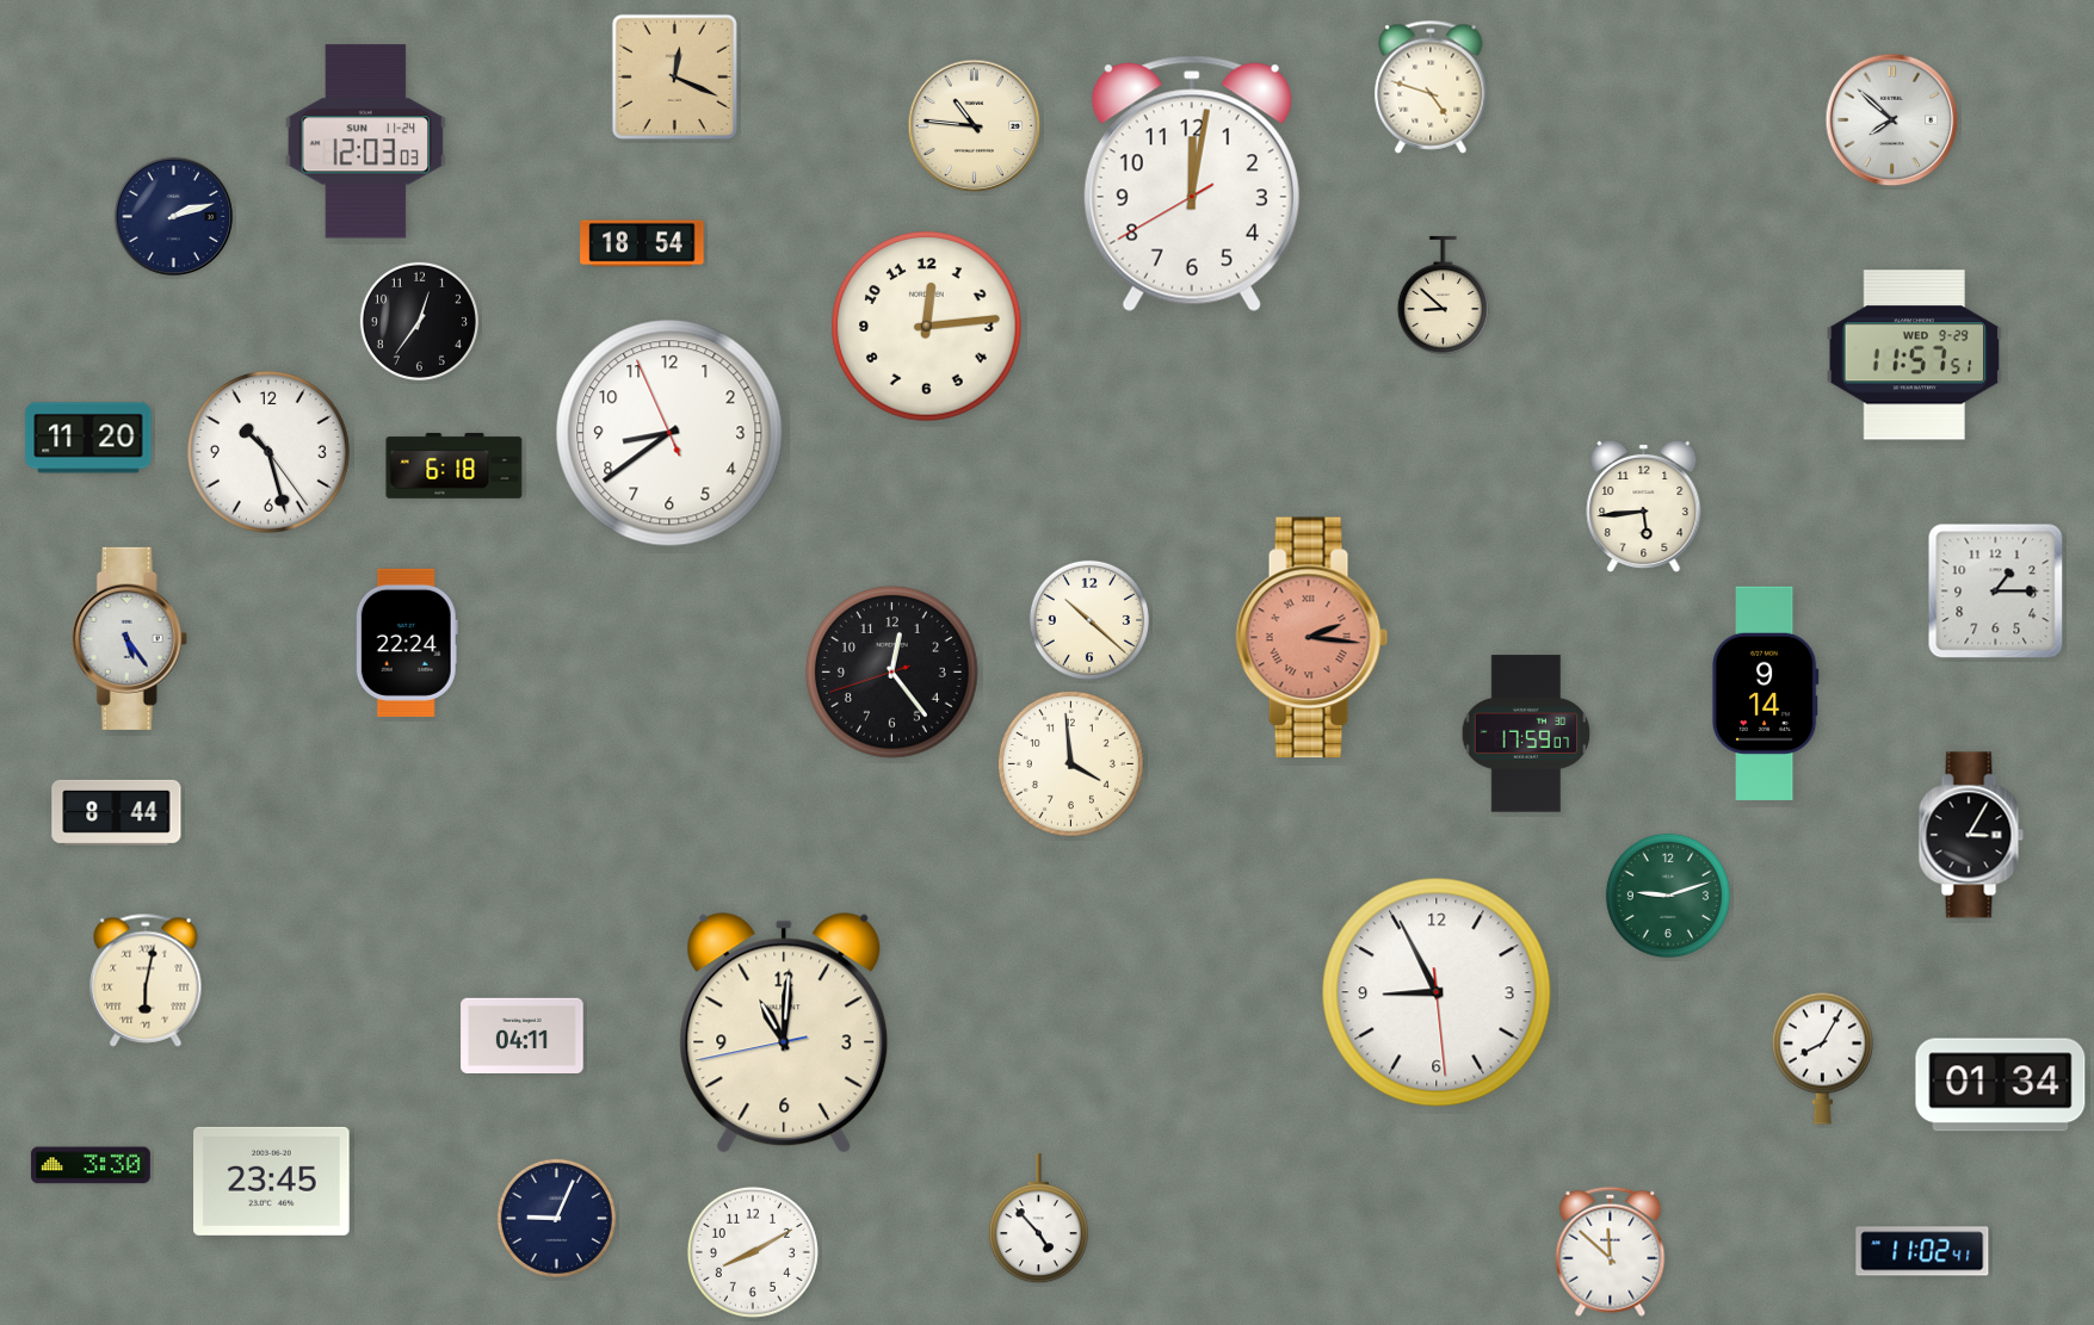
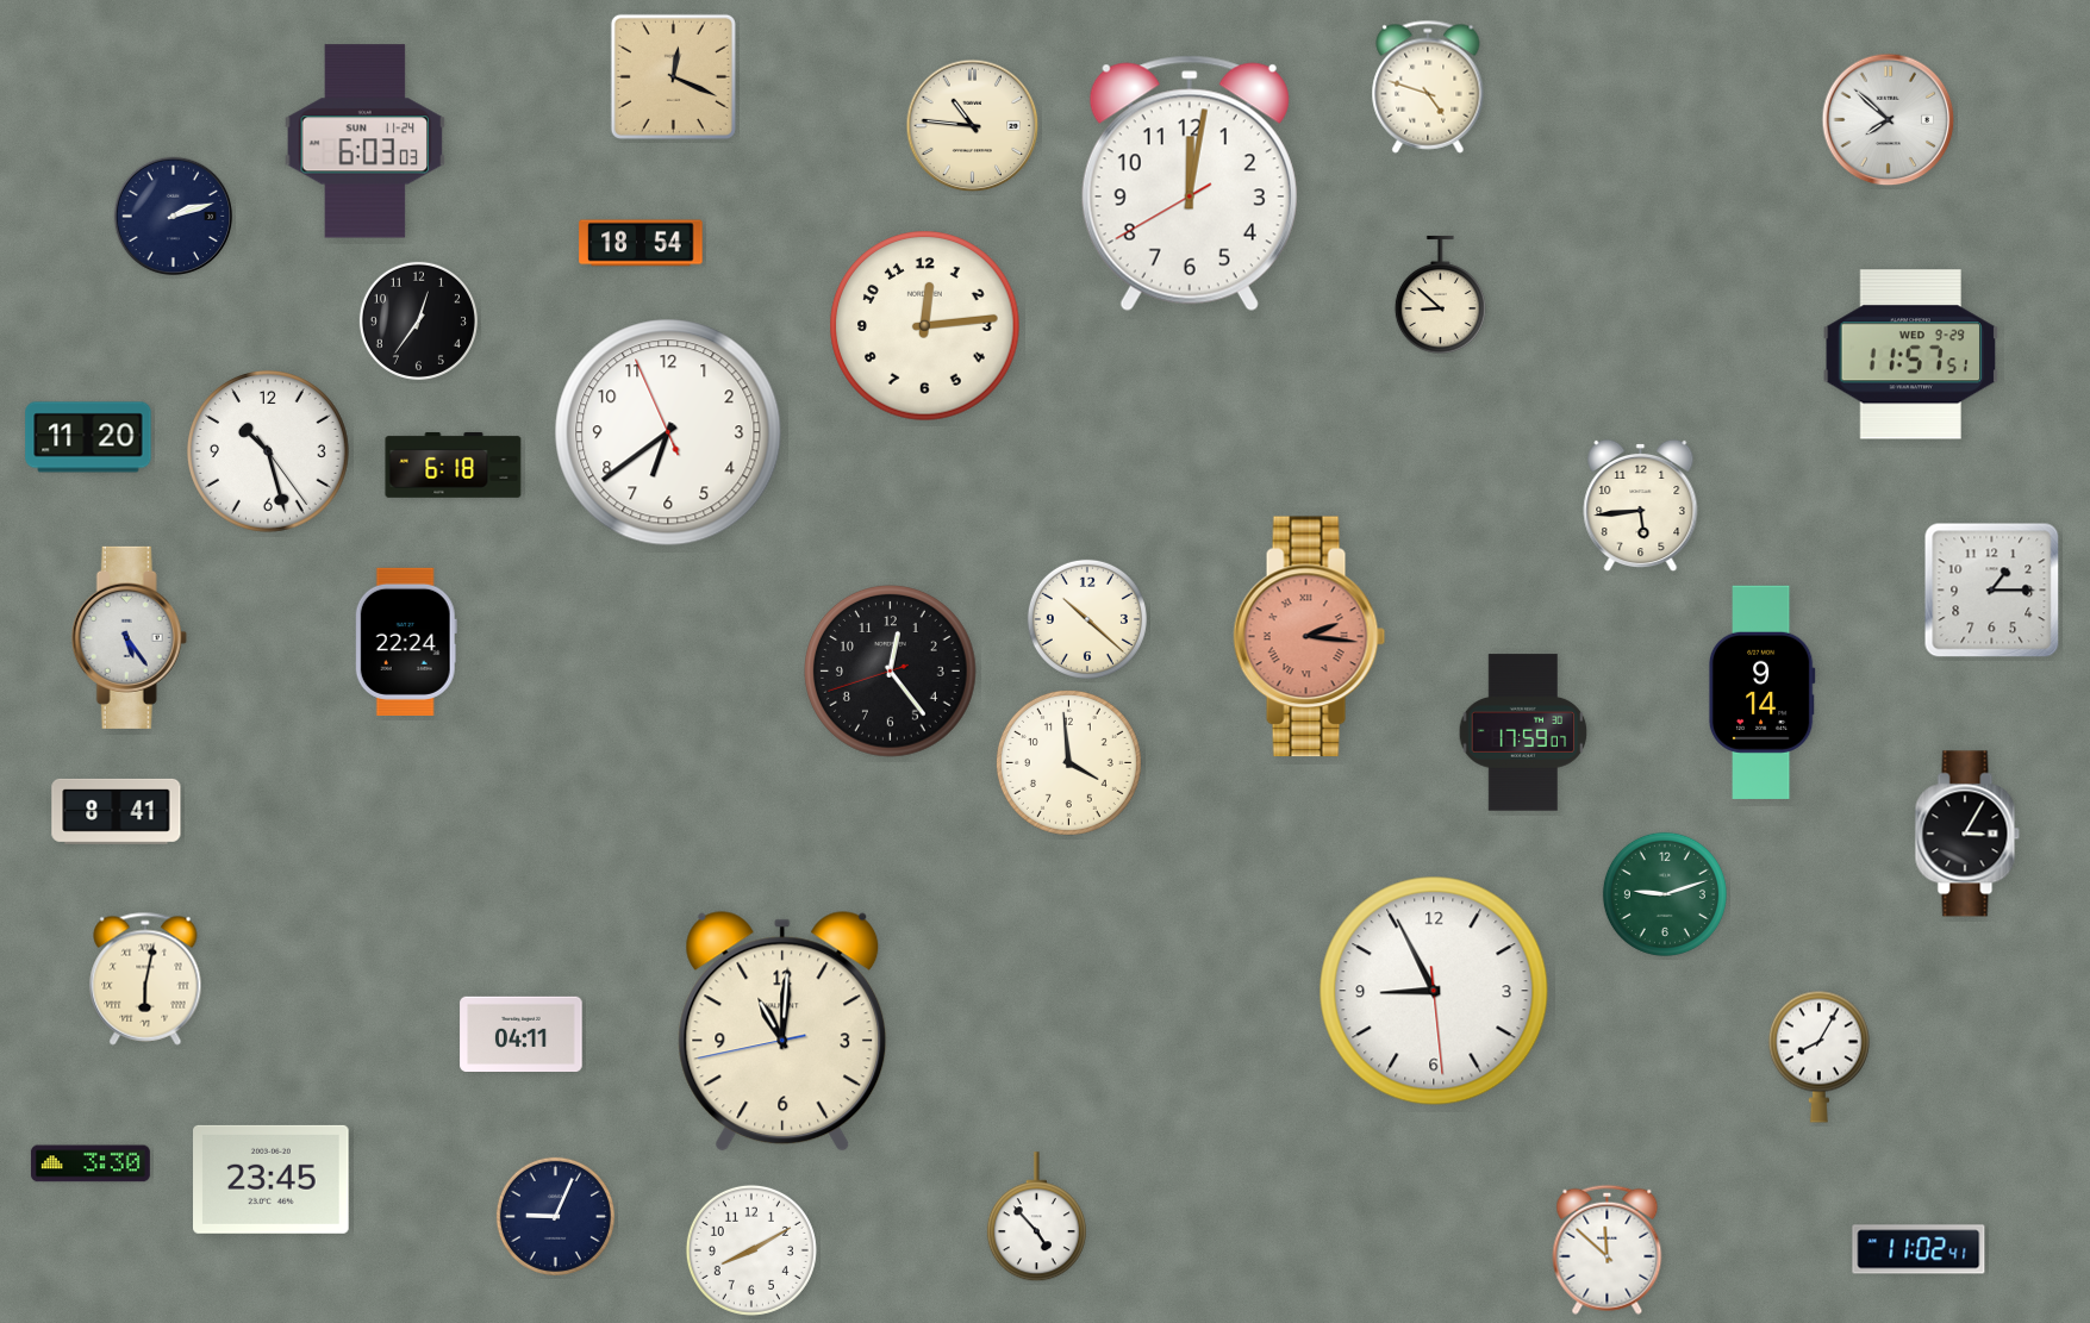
clock at (366, 142): 12:03 -> 6:03
clock at (669, 433): 8:38 -> 6:38
clock at (117, 812): 8:44 -> 8:41
clock at (2001, 1085): 01:34 -> none
